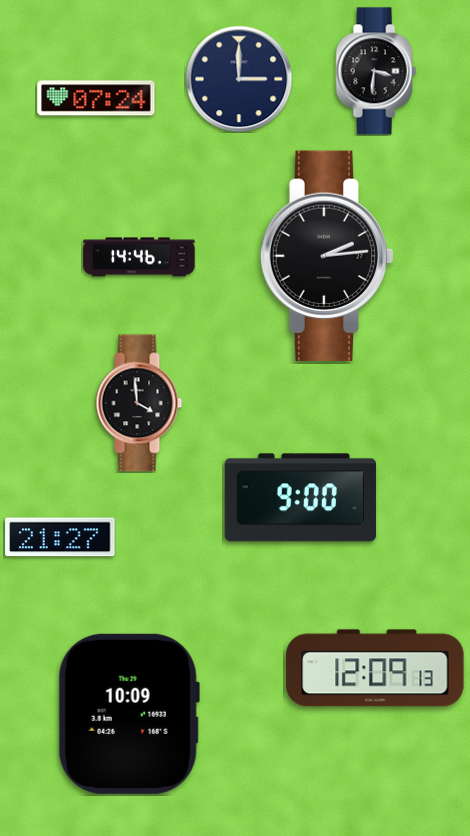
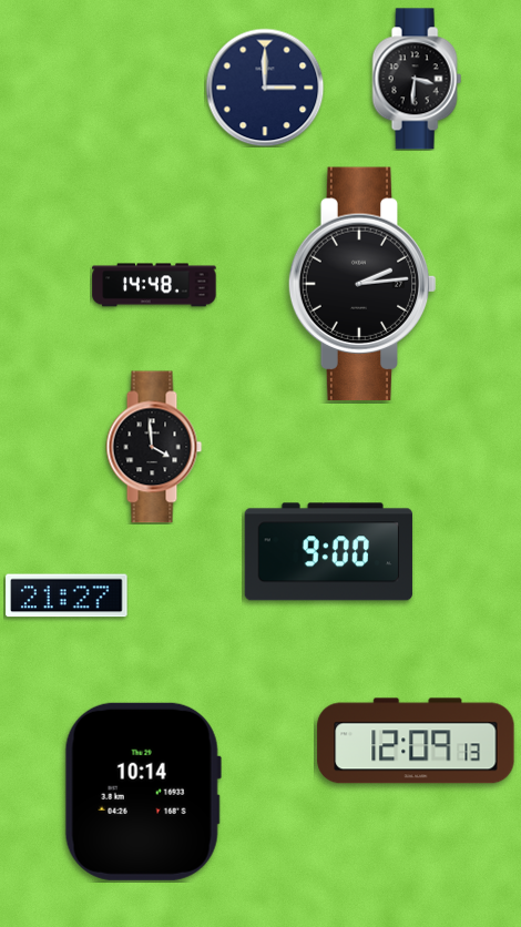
clock at (96, 98): 07:24 -> none
clock at (139, 257): 14:46 -> 14:48
clock at (300, 498) position: (300, 498) -> (328, 552)
clock at (129, 714): 10:09 -> 10:14
